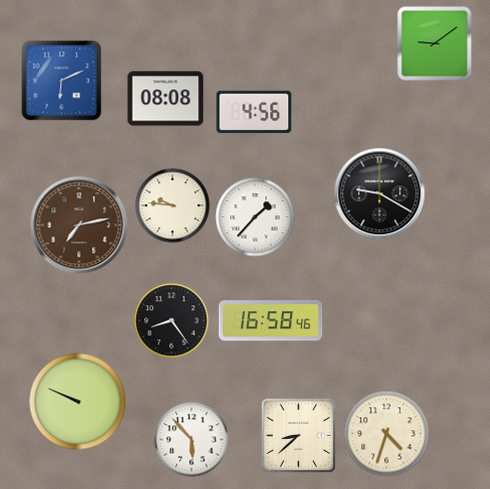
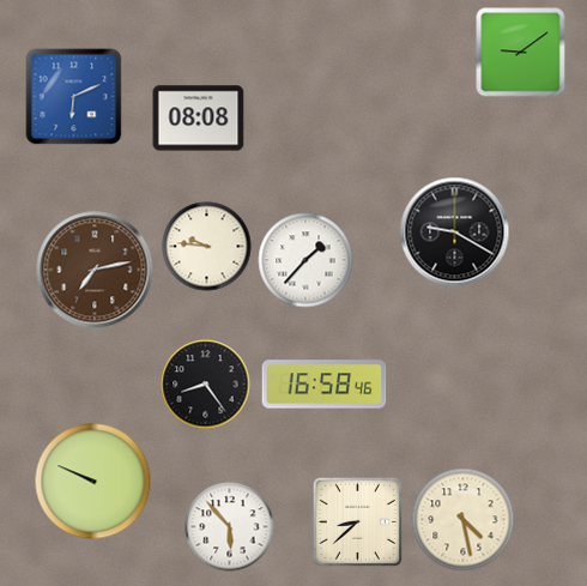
clock at (254, 112): 4:56 -> none
clock at (387, 434): 4:33 -> 4:28
